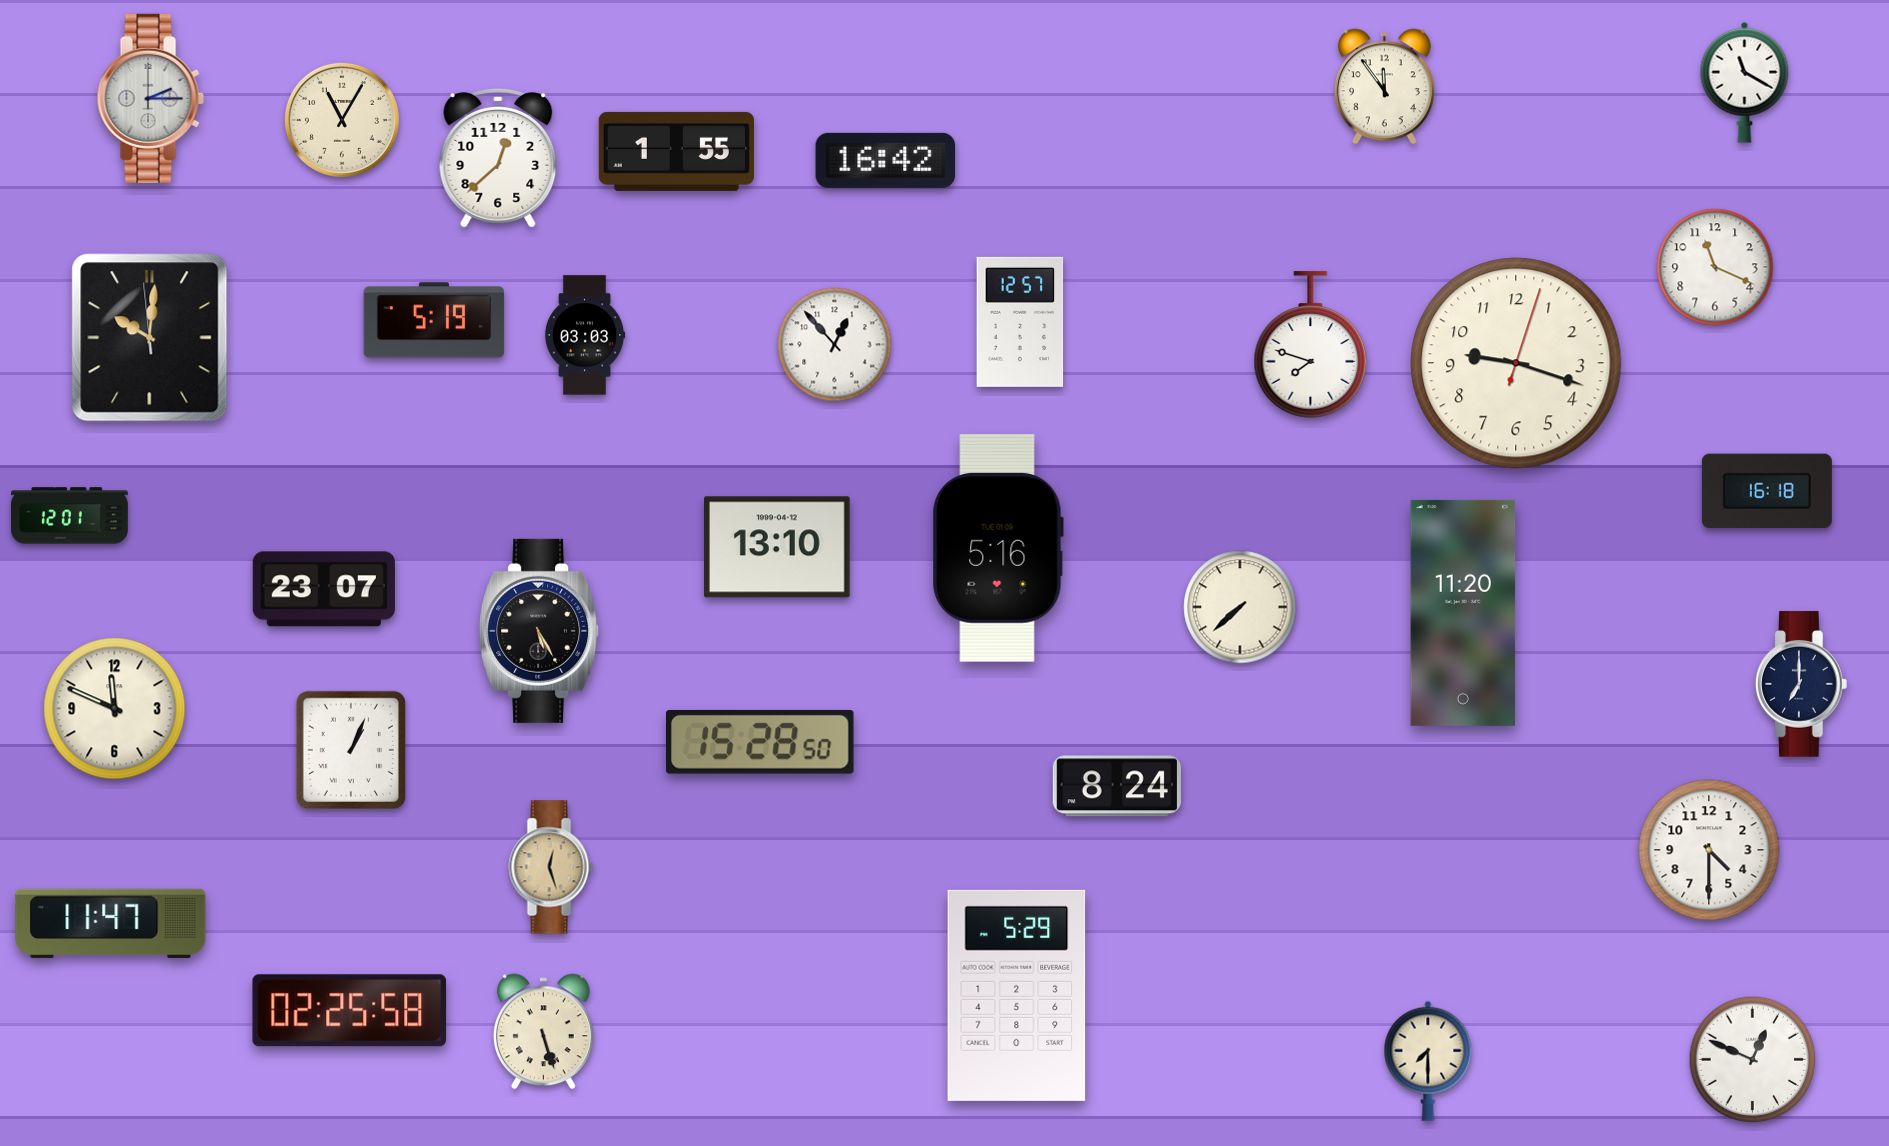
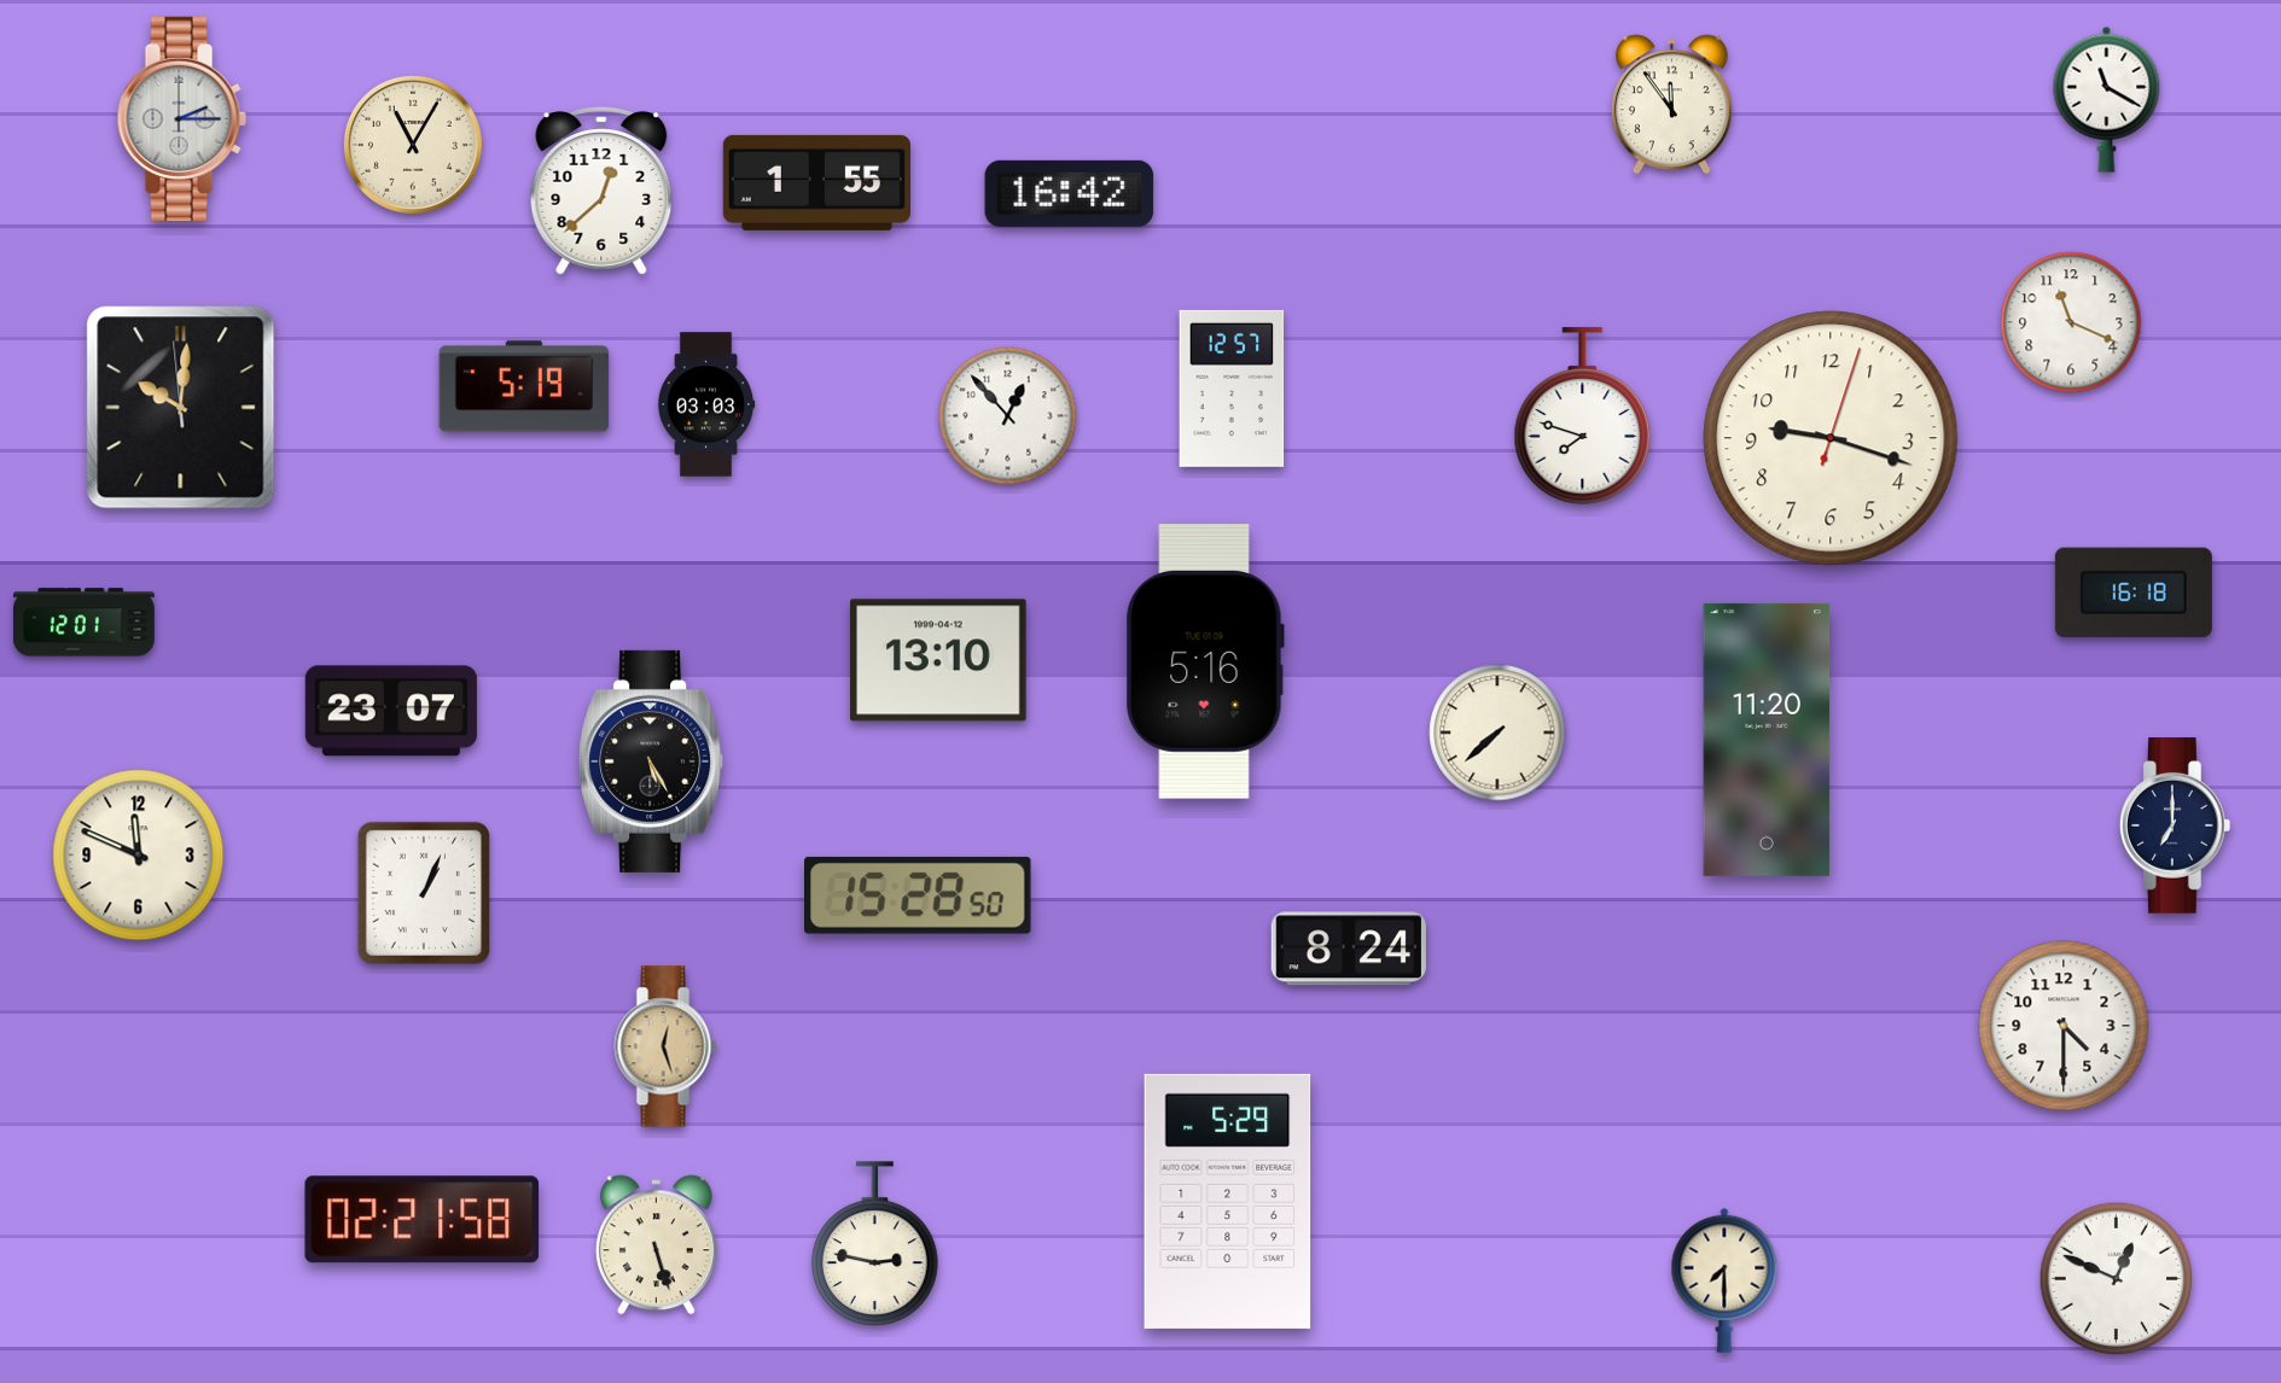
clock at (351, 750) position: (351, 750) -> (424, 893)
clock at (111, 923): 11:47 -> none
clock at (350, 1011): 02:25 -> 02:21
clock at (875, 1244): none -> 2:47
